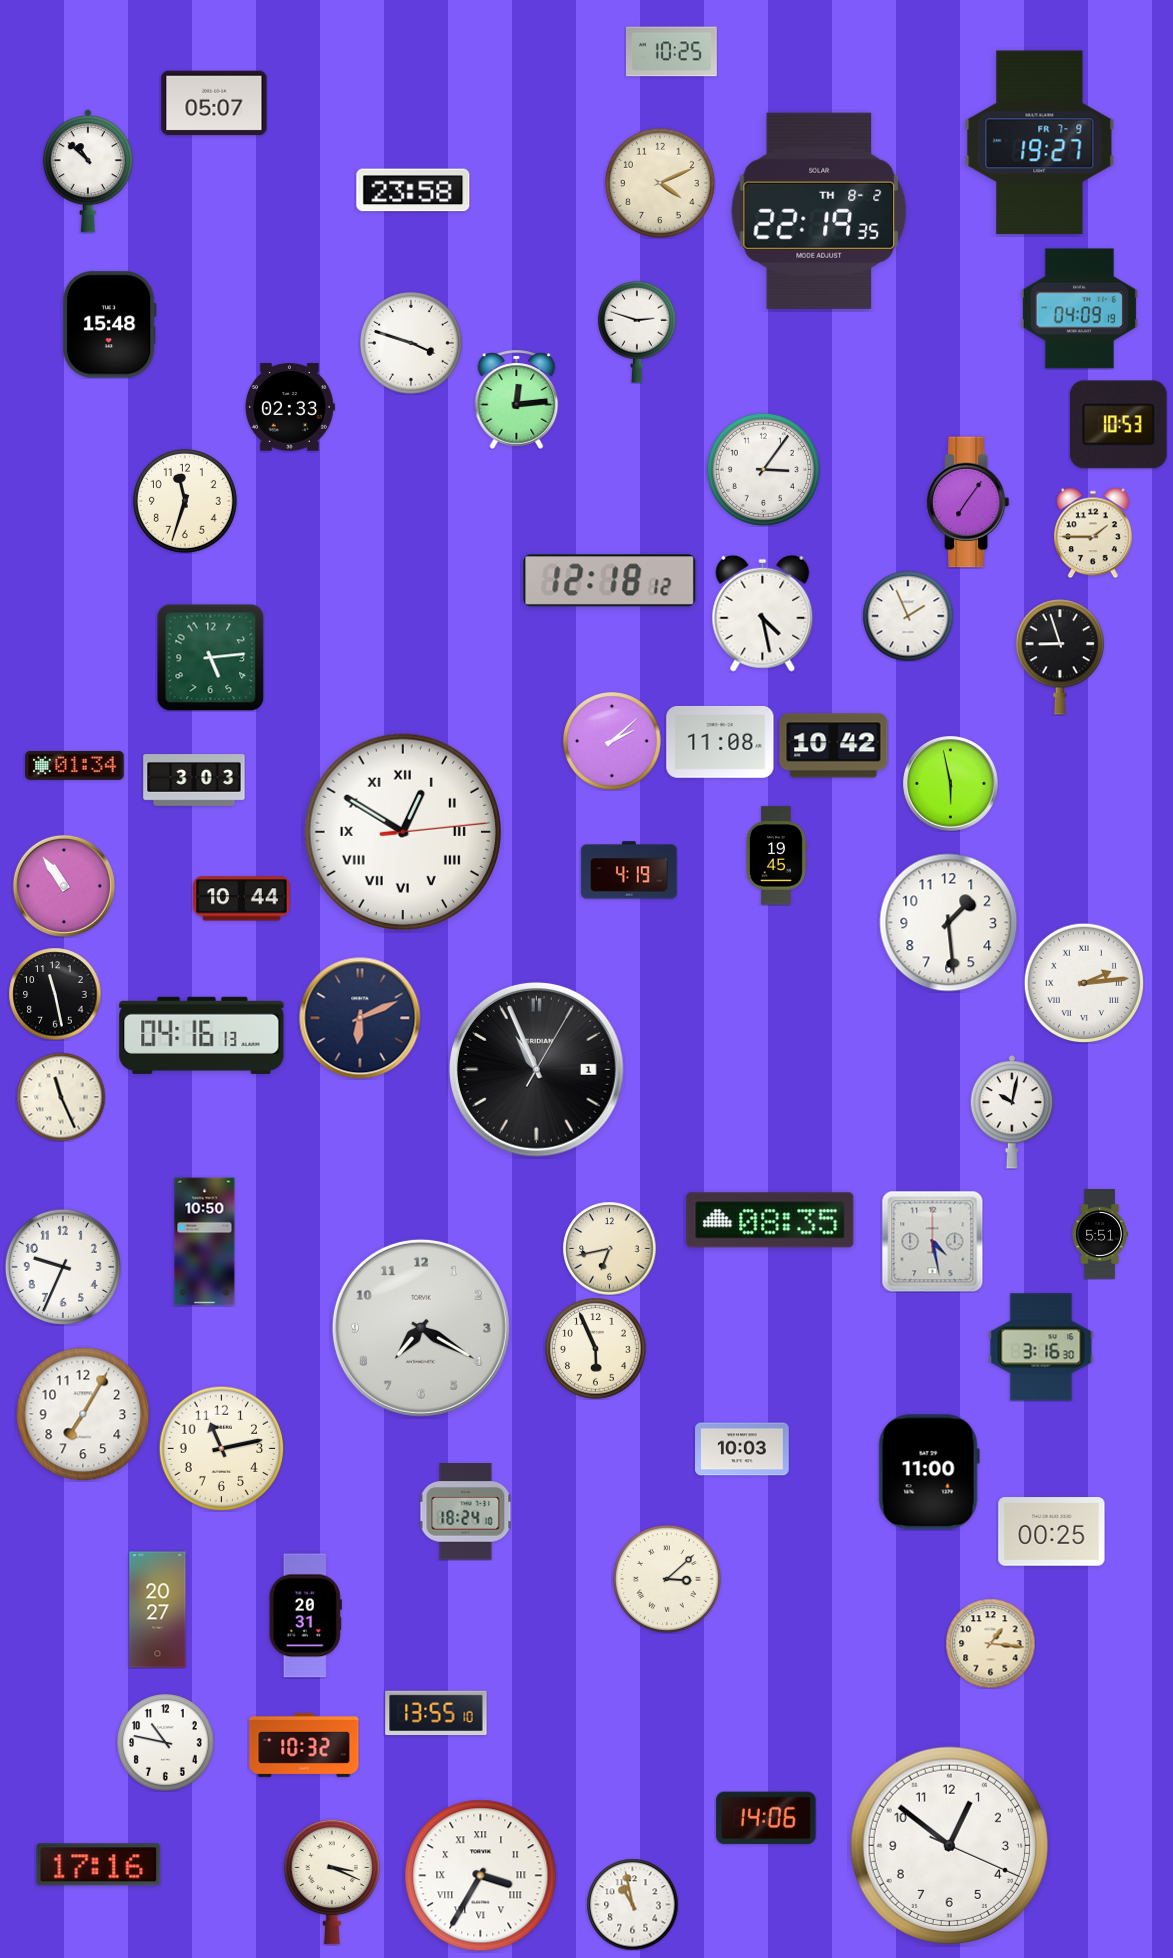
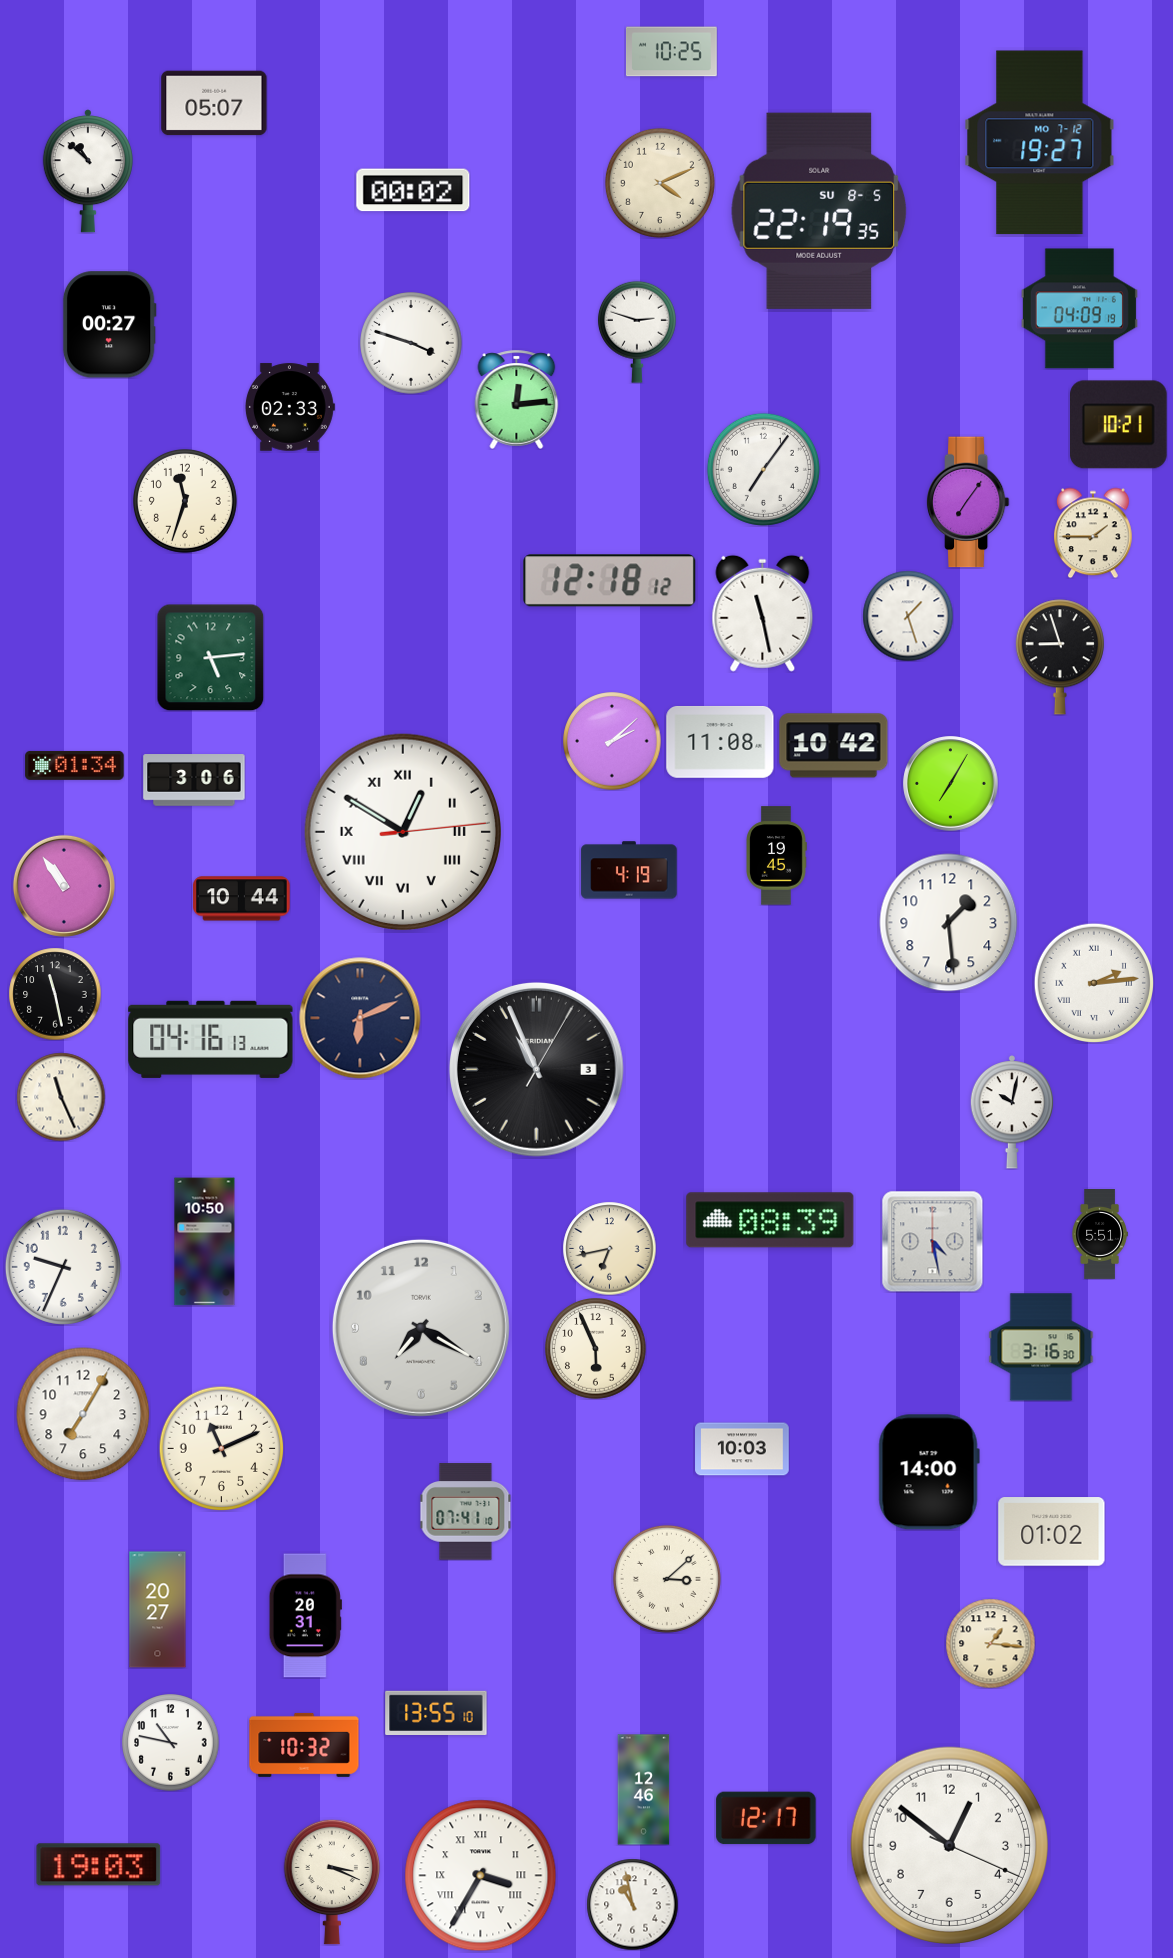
clock at (1040, 143) date: FR 7-9 -> MO 7-12
clock at (413, 190): 23:58 -> 00:02
clock at (819, 211) date: TH 8-2 -> SU 8-5
clock at (109, 325): 15:48 -> 00:27
clock at (1119, 425): 10:53 -> 10:21
clock at (763, 469): 3:06 -> 7:06
clock at (763, 613): 4:28 -> 11:28
clock at (908, 616): 1:56 -> 1:27
clock at (194, 780): 3:03 -> 3:06
clock at (951, 784): 5:58 -> 7:05
clock at (1083, 982) position: (1083, 982) -> (1093, 982)
clock at (202, 1035) position: (202, 1035) -> (211, 1039)
clock at (536, 1069) date: 1 -> 3
clock at (770, 1220): 08:35 -> 08:39
clock at (221, 1448): 11:13 -> 11:11
clock at (929, 1472): 11:00 -> 14:00
clock at (466, 1512): 18:24 -> 07:41
clock at (1052, 1532): 00:25 -> 01:02
clock at (166, 1743) position: (166, 1743) -> (171, 1743)
clock at (644, 1790): none -> 12:46
clock at (766, 1818): 14:06 -> 12:17
clock at (99, 1865): 17:16 -> 19:03
